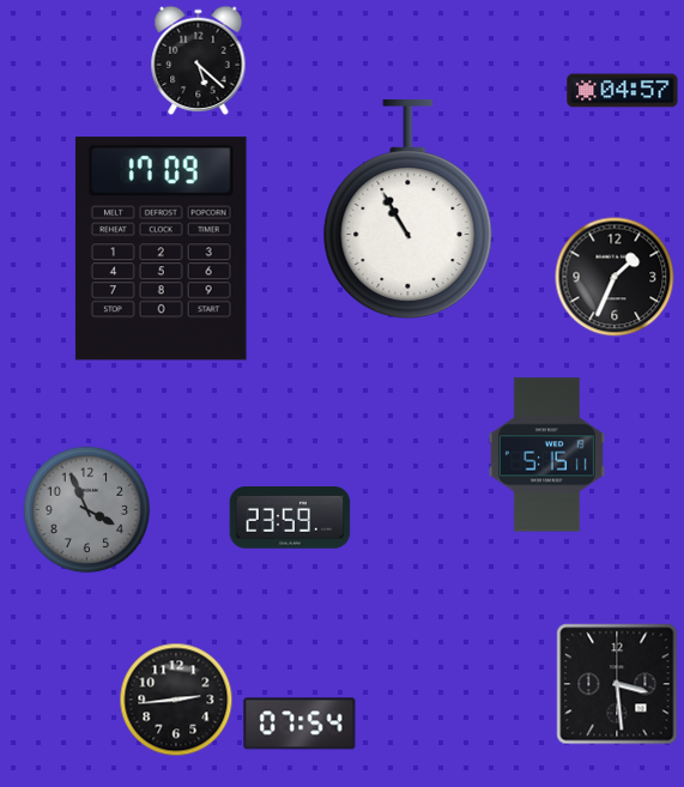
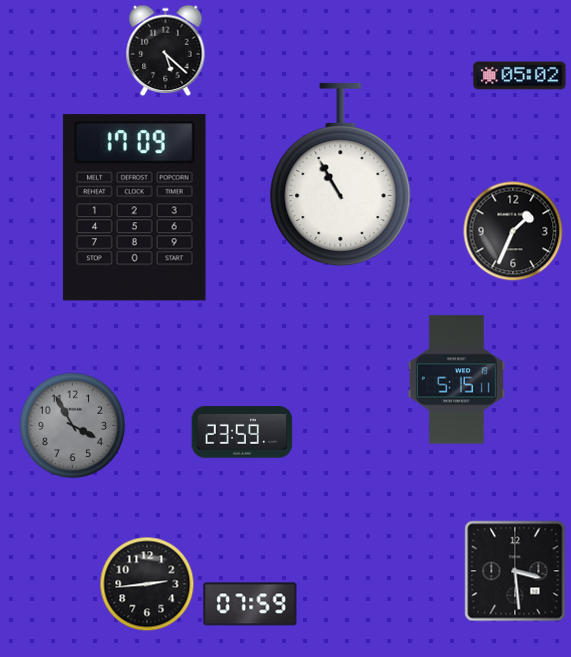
clock at (623, 91): 04:57 -> 05:02
clock at (87, 510): 3:56 -> 3:55
clock at (299, 724): 07:54 -> 07:59
